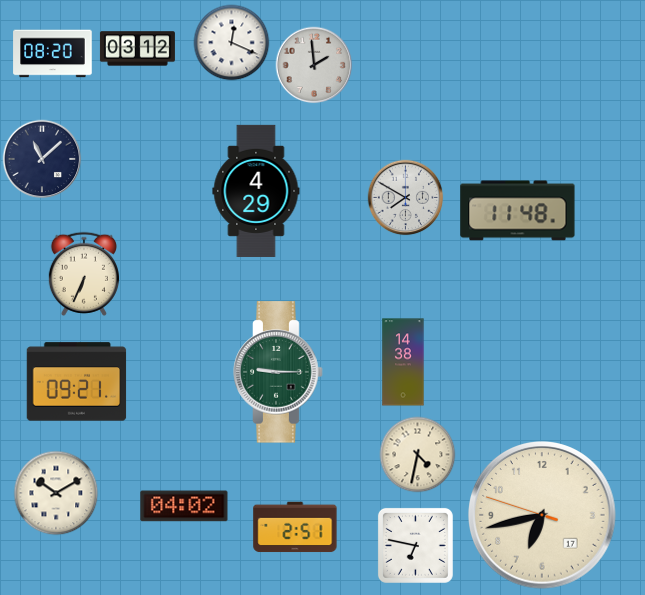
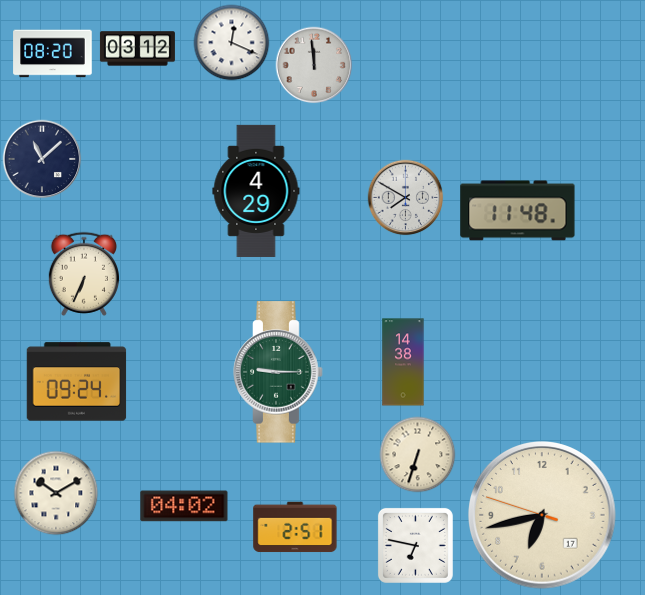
clock at (314, 65): 1:59 -> 11:59
clock at (77, 382): 09:21 -> 09:24
clock at (418, 455): 4:32 -> 6:33
